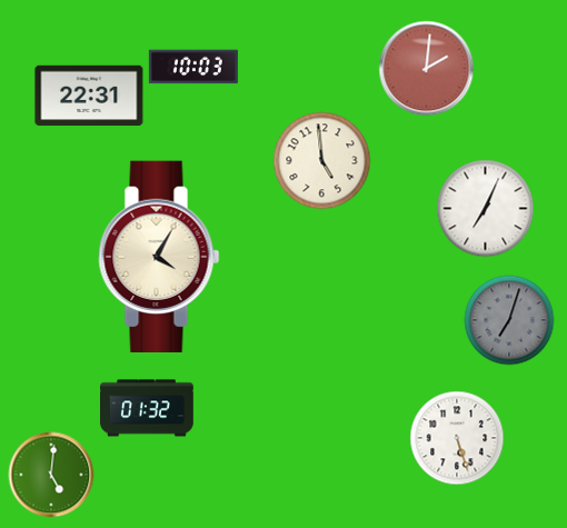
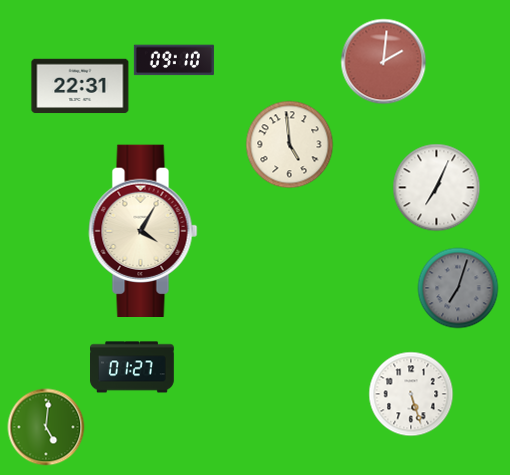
clock at (193, 67): 10:03 -> 09:10
clock at (148, 408): 01:32 -> 01:27
